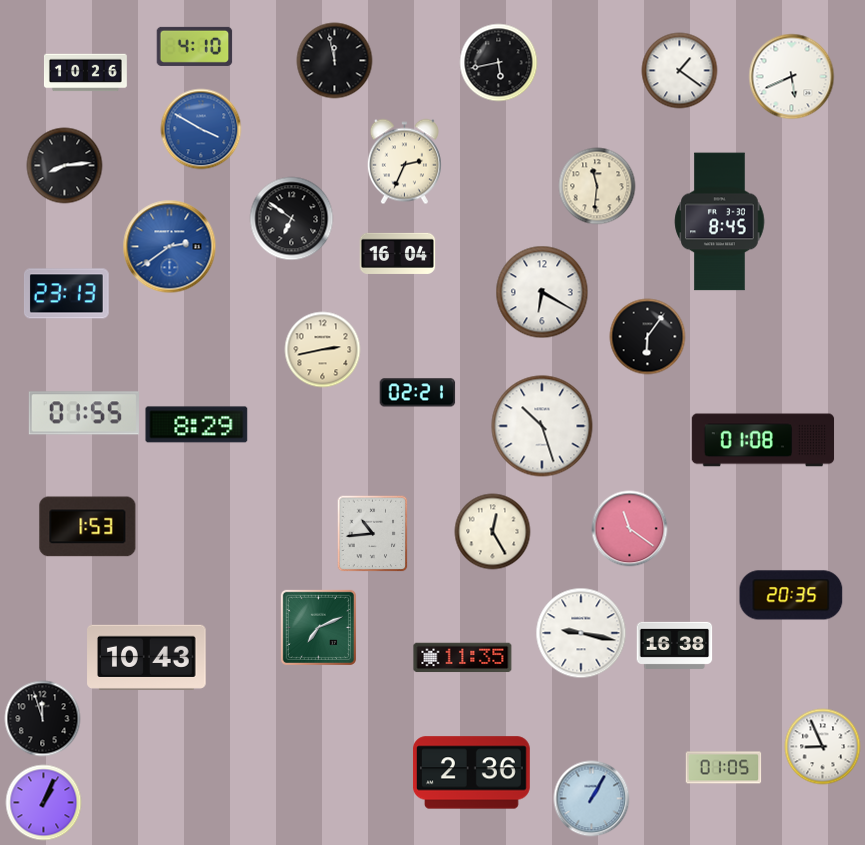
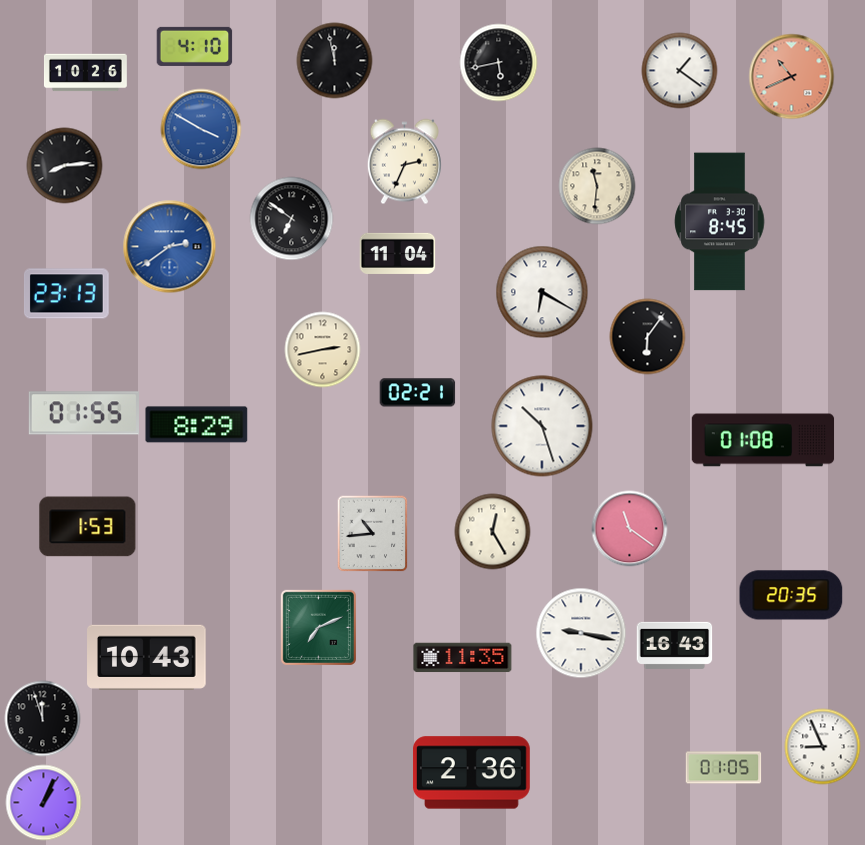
clock at (792, 77): 5:41 -> 10:41
clock at (792, 77) dial: white -> salmon
clock at (398, 253): 16:04 -> 11:04
clock at (675, 645): 16:38 -> 16:43
clock at (592, 799): 1:05 -> none
